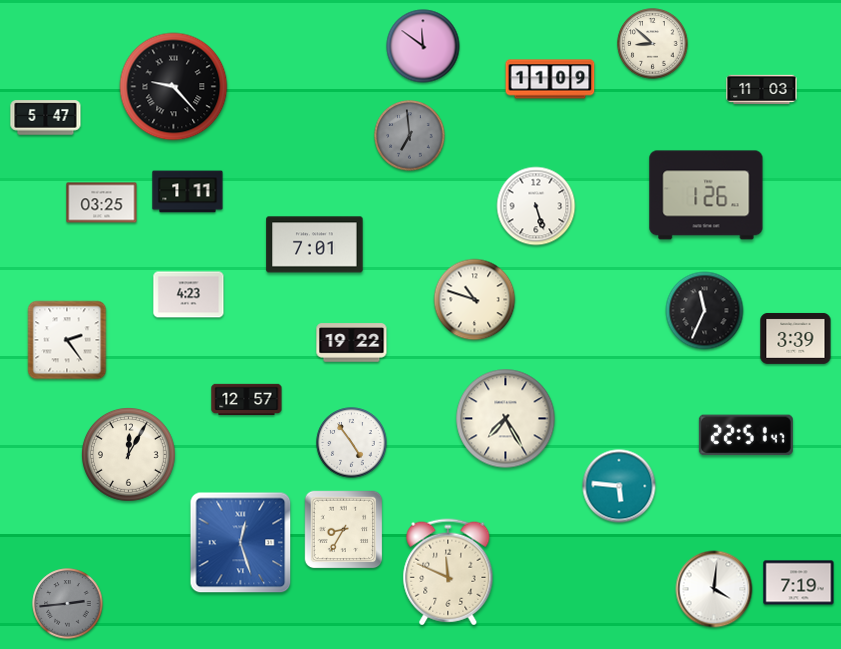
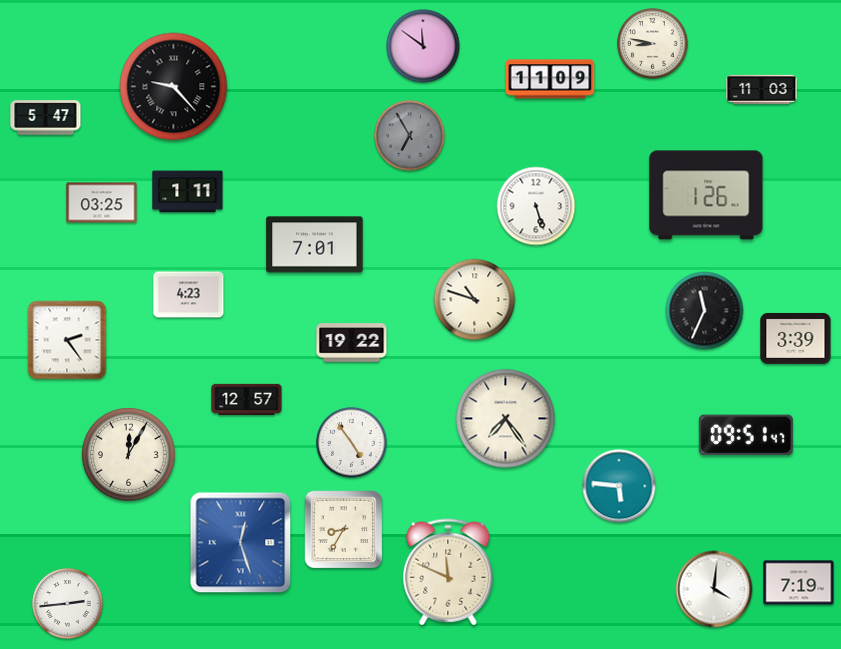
clock at (653, 44): 8:52 -> 8:47
clock at (410, 136): 6:59 -> 6:55
clock at (506, 419): 7:25 -> 7:24
clock at (746, 435): 22:51 -> 09:51
clock at (68, 604) dial: grey -> white
